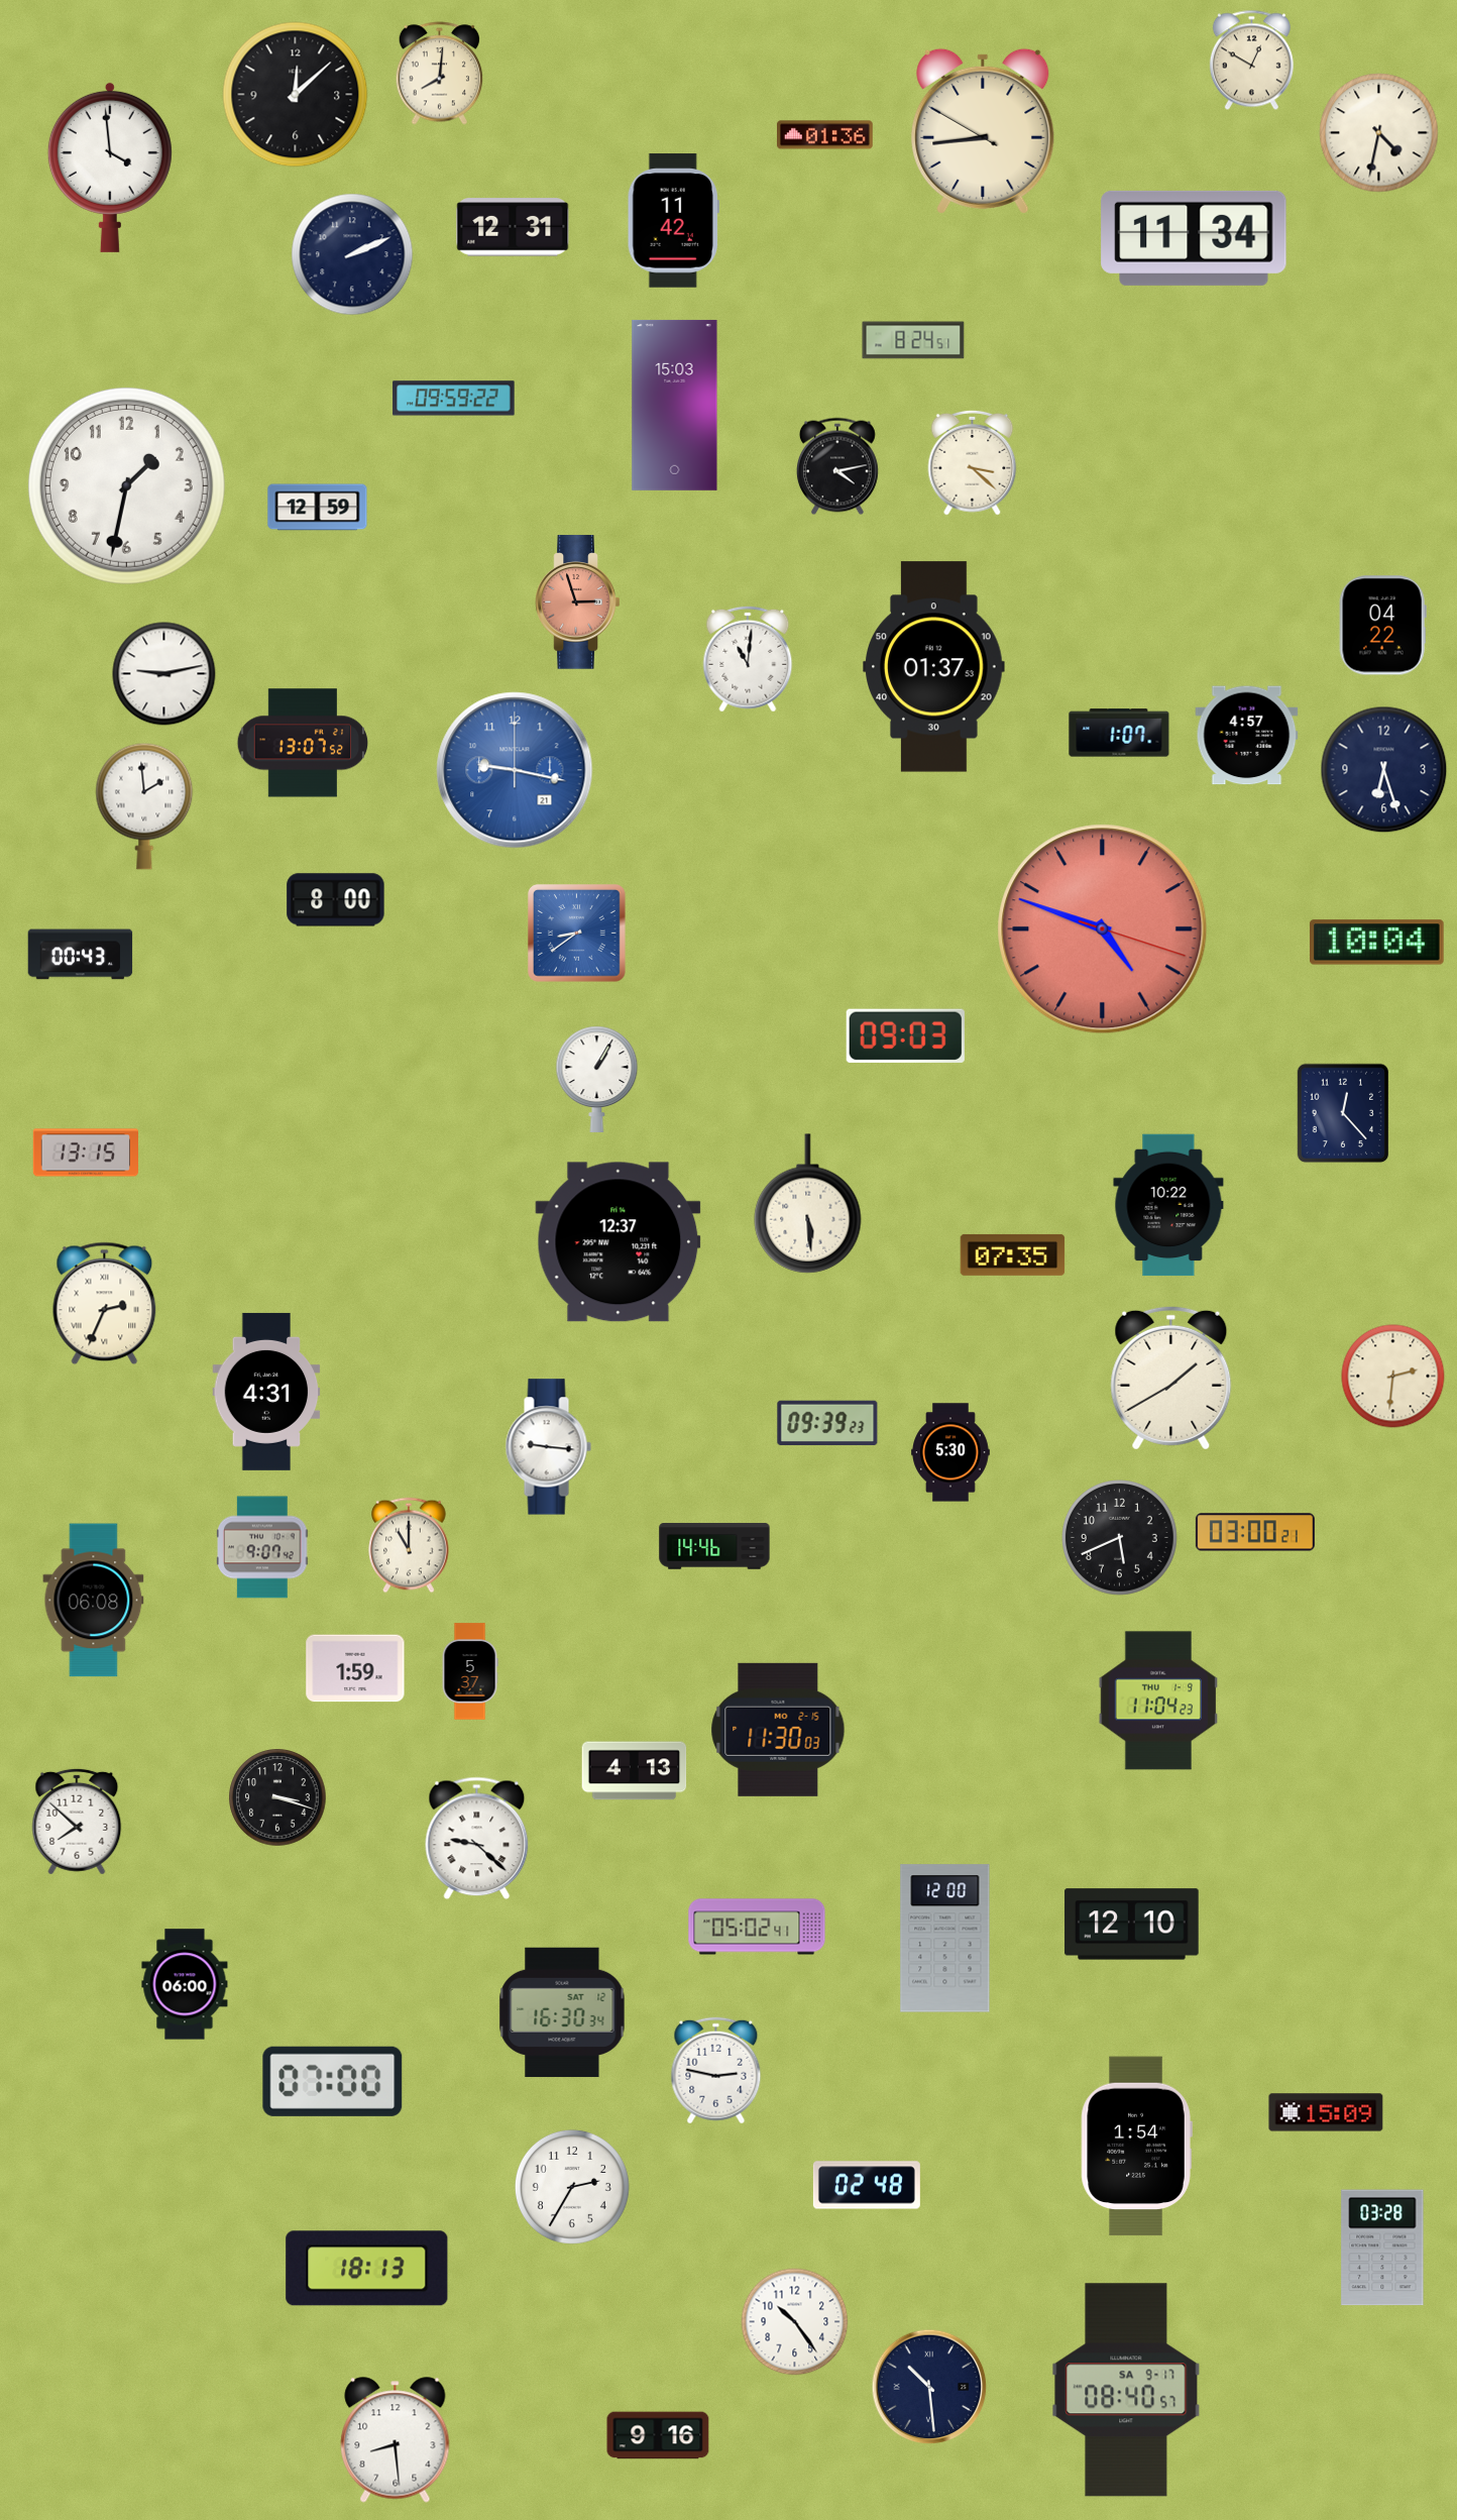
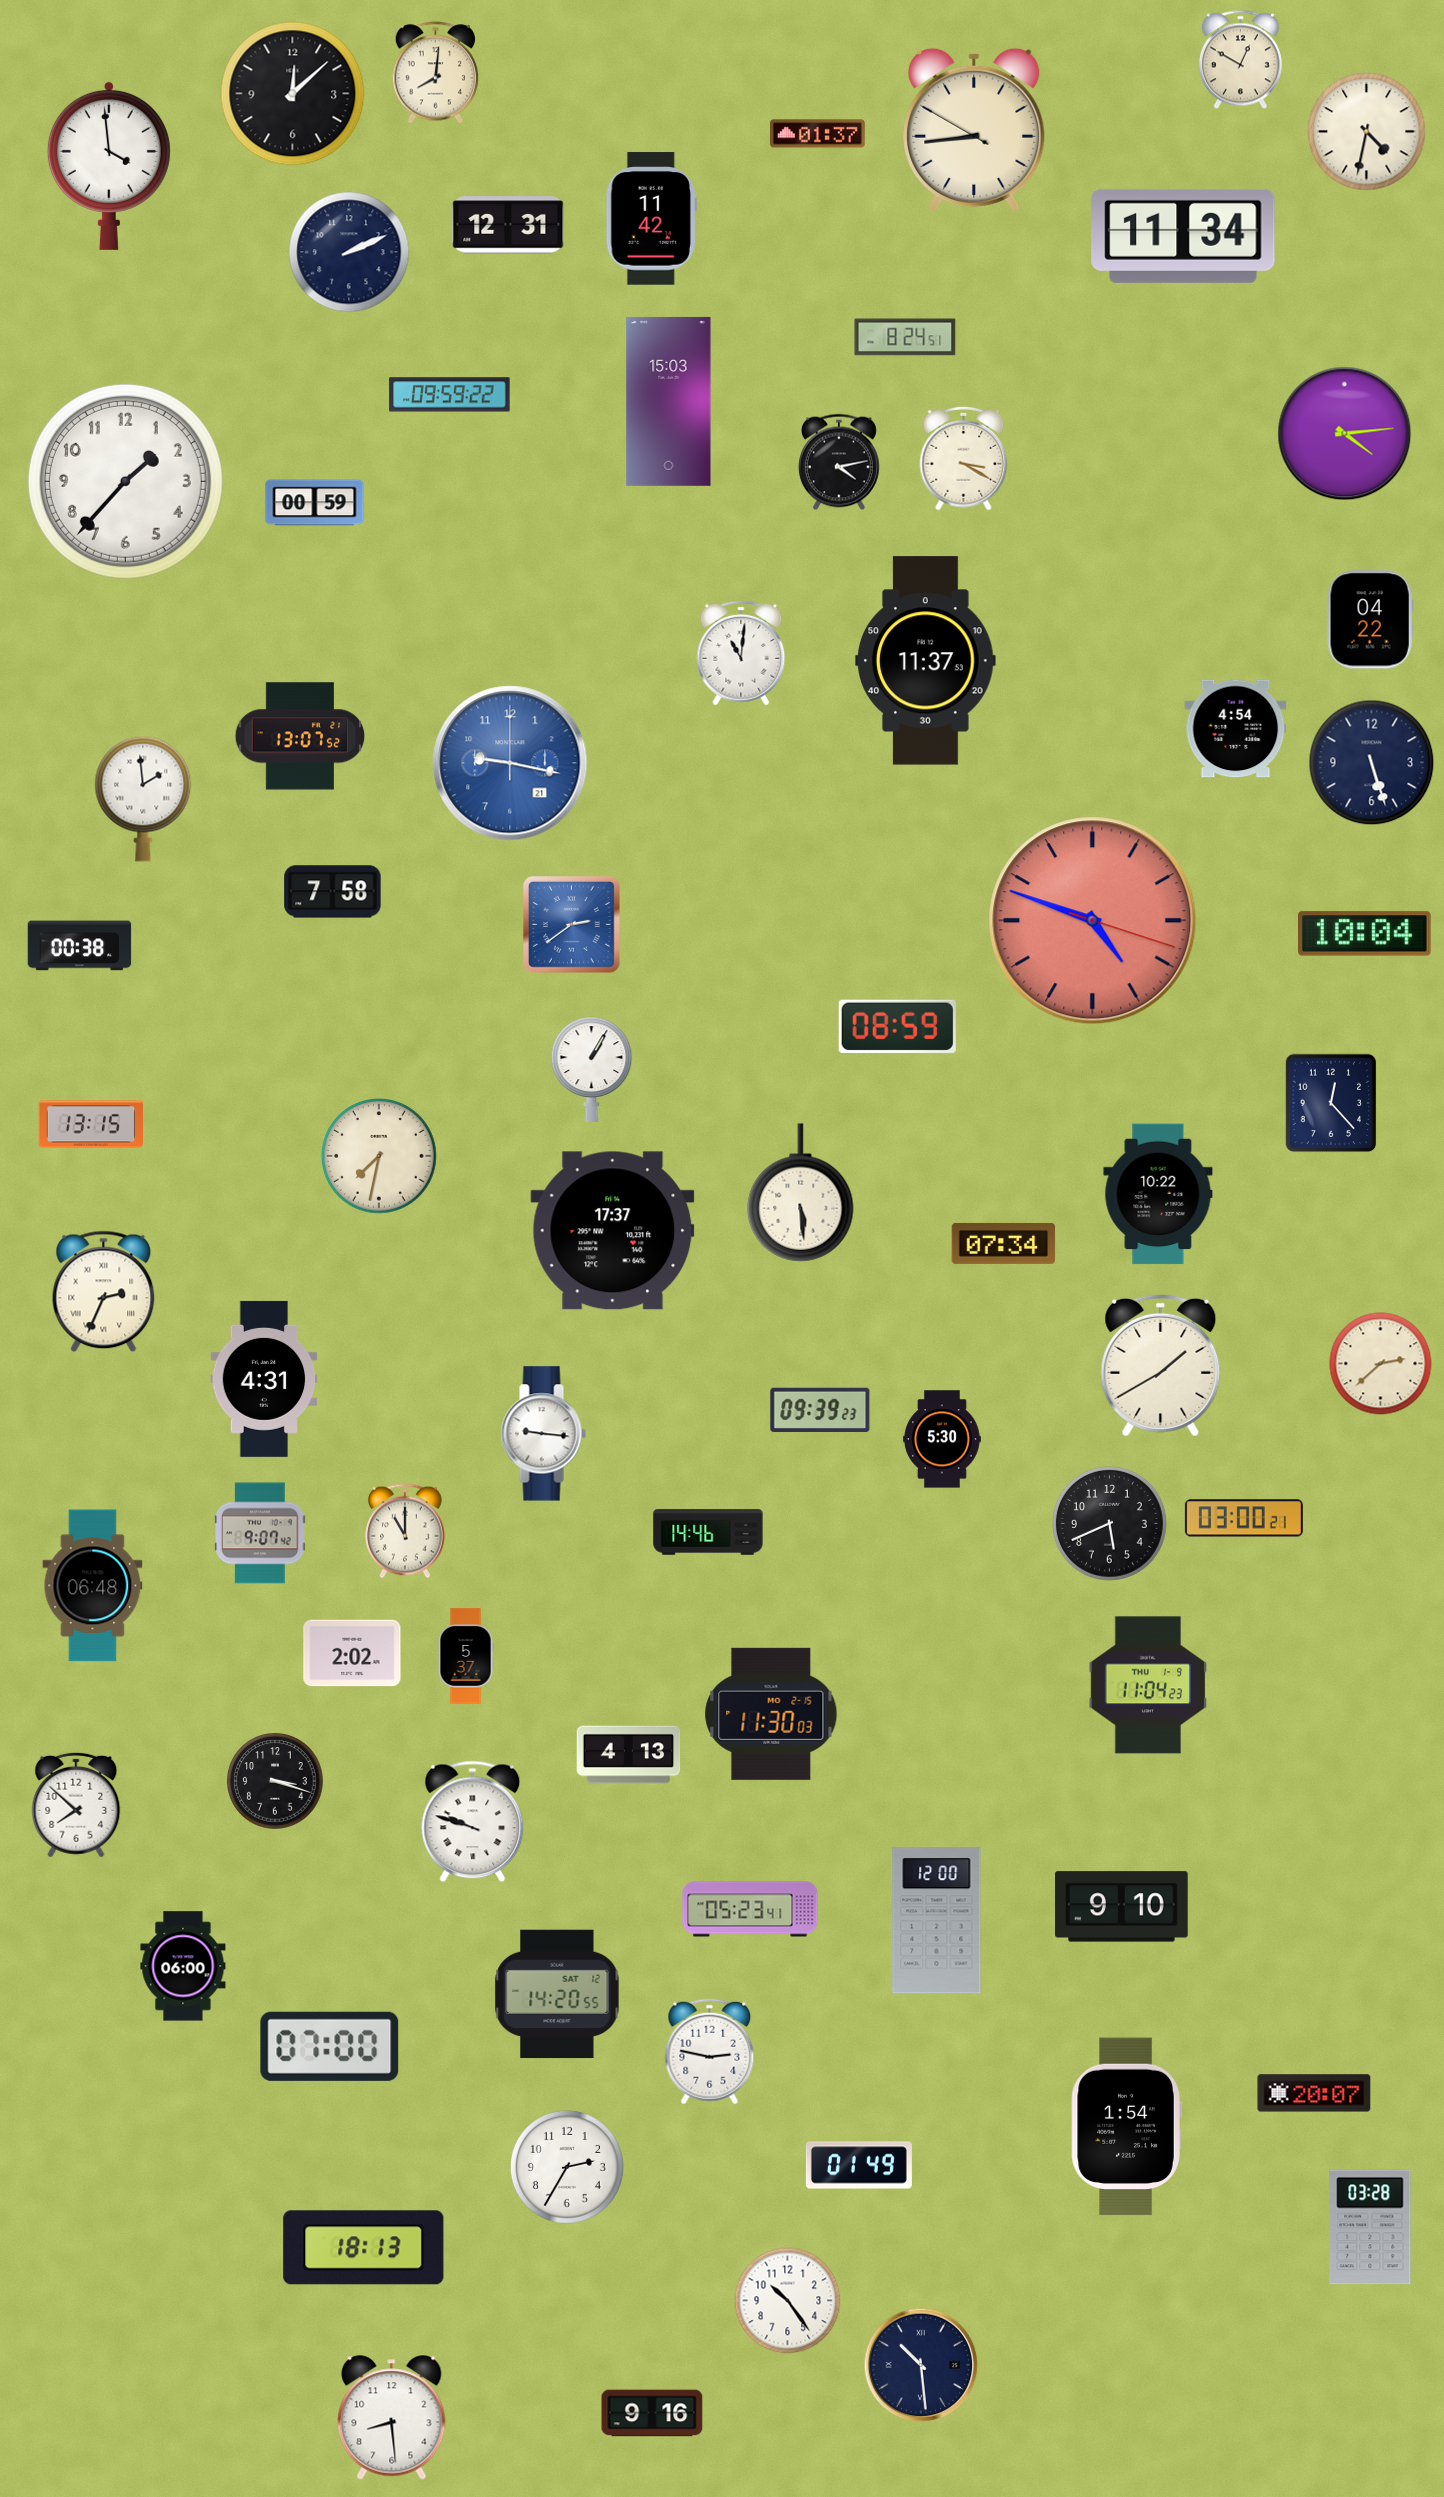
clock at (825, 135): 01:36 -> 01:37
clock at (673, 221) position: (673, 221) -> (651, 219)
clock at (1345, 434): none -> 4:14
clock at (973, 462): 3:22 -> 3:20
clock at (837, 466) position: (837, 466) -> (839, 462)
clock at (126, 485): 1:32 -> 1:37
clock at (318, 508): 12:59 -> 00:59
clock at (578, 602): 2:57 -> none
clock at (934, 667): 01:37 -> 11:37
clock at (164, 674): 9:13 -> none
clock at (1119, 733): 1:07 -> none
clock at (1247, 736): 4:57 -> 4:54
clock at (1384, 770): 6:27 -> 5:27
clock at (336, 900): 8:00 -> 7:58
clock at (577, 934): 8:39 -> 2:39
clock at (81, 955): 00:43 -> 00:38
clock at (905, 1035): 09:03 -> 08:59
clock at (85, 1153) position: (85, 1153) -> (90, 1124)
clock at (379, 1156): none -> 7:32
clock at (619, 1242): 12:37 -> 17:37
clock at (1013, 1254): 07:35 -> 07:34
clock at (1393, 1377): 2:31 -> 2:38
clock at (94, 1601): 06:08 -> 06:48
clock at (355, 1668): 1:59 -> 2:02
clock at (477, 1839): 9:22 -> 9:48
clock at (1132, 1925): 12:10 -> 9:10
clock at (757, 1927): 05:02 -> 05:23
clock at (562, 2012): 16:30 -> 14:20
clock at (333, 2081) position: (333, 2081) -> (330, 2046)
clock at (1326, 2112): 15:09 -> 20:07
clock at (867, 2185): 02:48 -> 01:49
clock at (1126, 2390): 08:40 -> none
